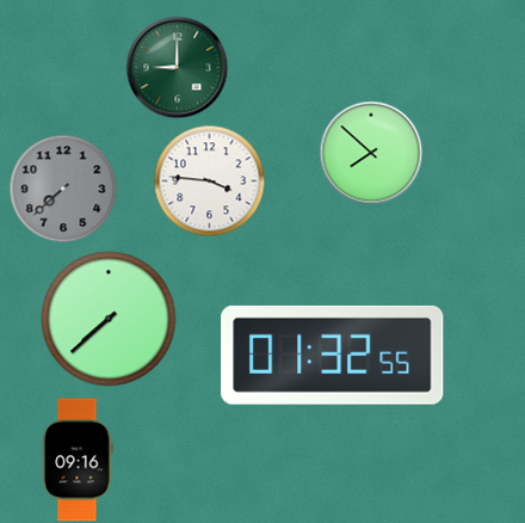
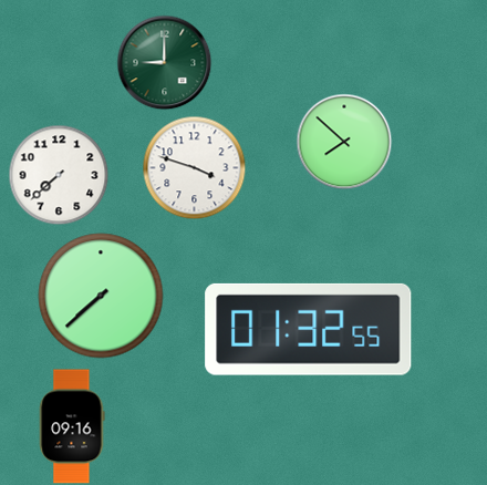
clock at (209, 180): 3:46 -> 3:48
clock at (63, 189) dial: grey -> white
